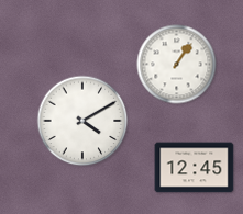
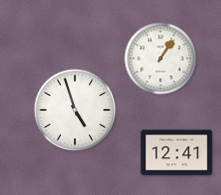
clock at (82, 121): 4:10 -> 4:57
clock at (195, 168): 12:45 -> 12:41
